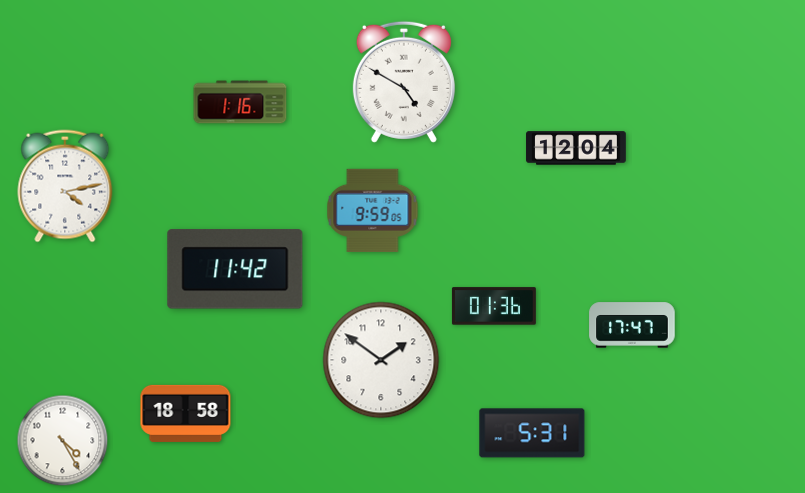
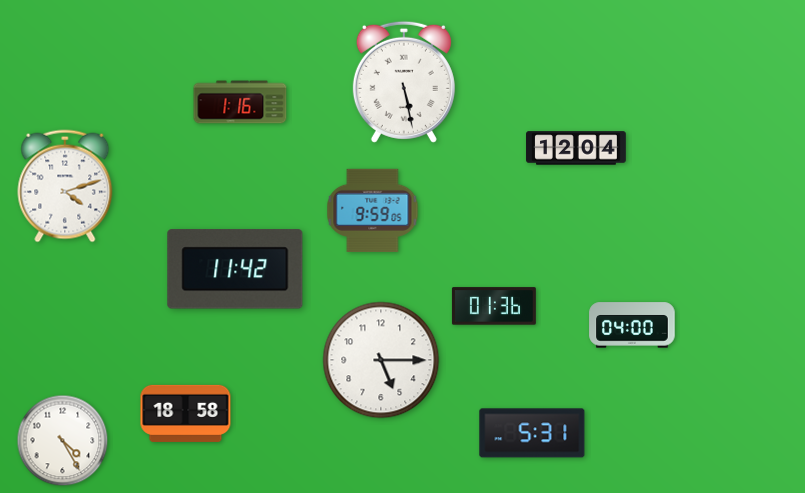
clock at (404, 82): 4:50 -> 5:28
clock at (65, 186): 4:13 -> 4:12
clock at (632, 325): 17:47 -> 04:00
clock at (381, 360): 1:51 -> 5:15
